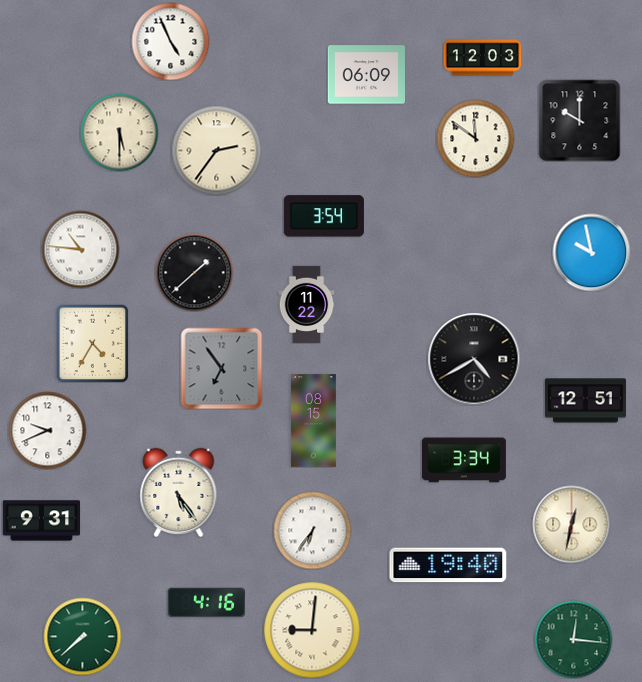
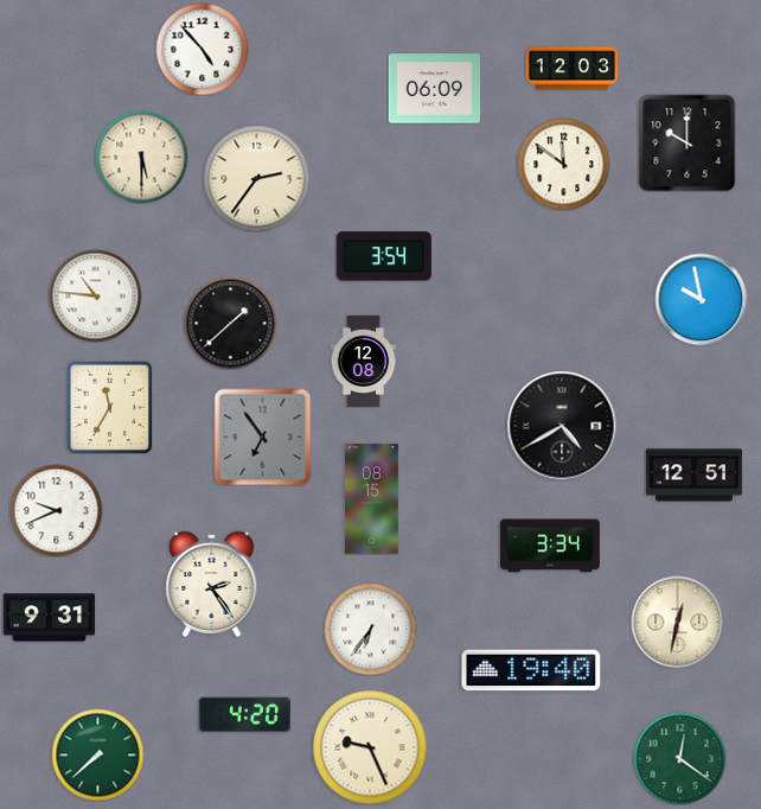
clock at (170, 41): 4:56 -> 4:53
clock at (307, 304): 11:22 -> 12:08
clock at (93, 343): 4:35 -> 11:35
clock at (179, 492): 5:24 -> 2:24
clock at (206, 603): 4:16 -> 4:20
clock at (312, 630): 9:01 -> 9:26
clock at (573, 639): 12:16 -> 12:21
